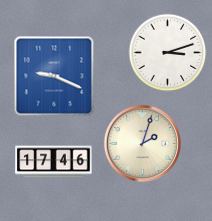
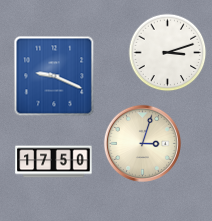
clock at (142, 143): 2:03 -> 3:03
clock at (54, 162): 17:46 -> 17:50
